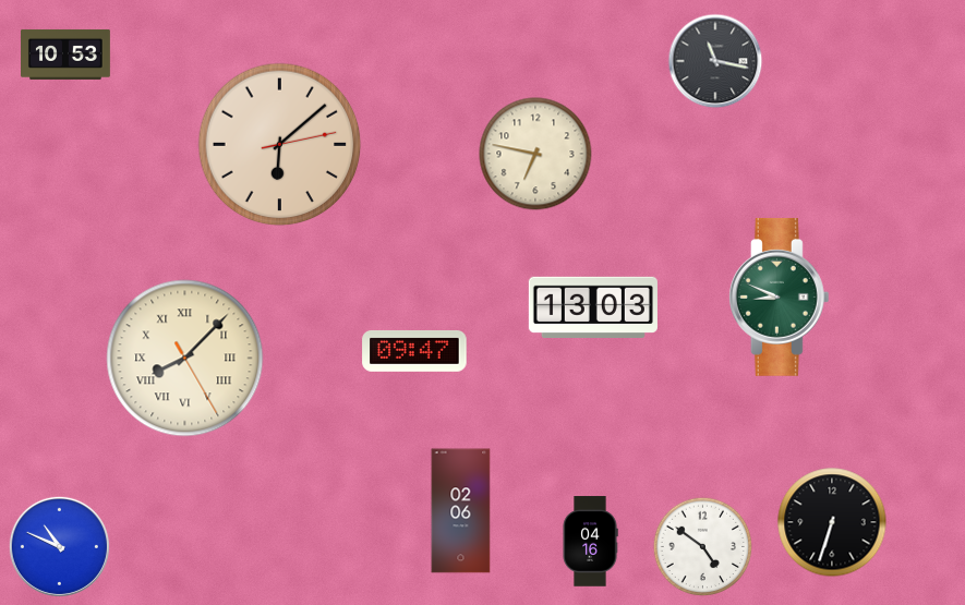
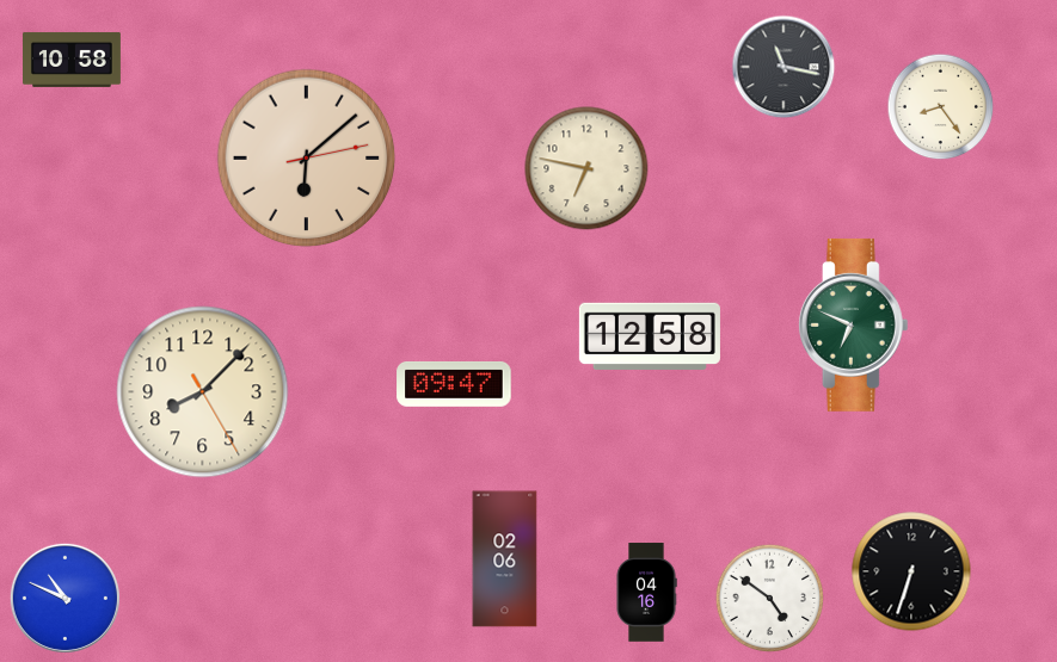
clock at (67, 55): 10:53 -> 10:58
clock at (941, 107): none -> 8:24
clock at (779, 297): 8:49 -> 6:49
clock at (593, 306): 13:03 -> 12:58
clock at (185, 359) numerals: Roman -> Arabic
